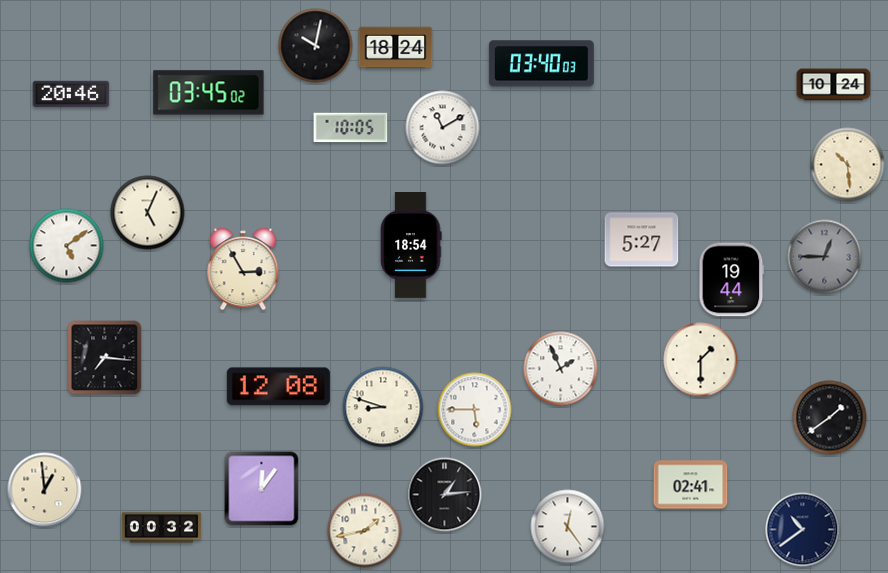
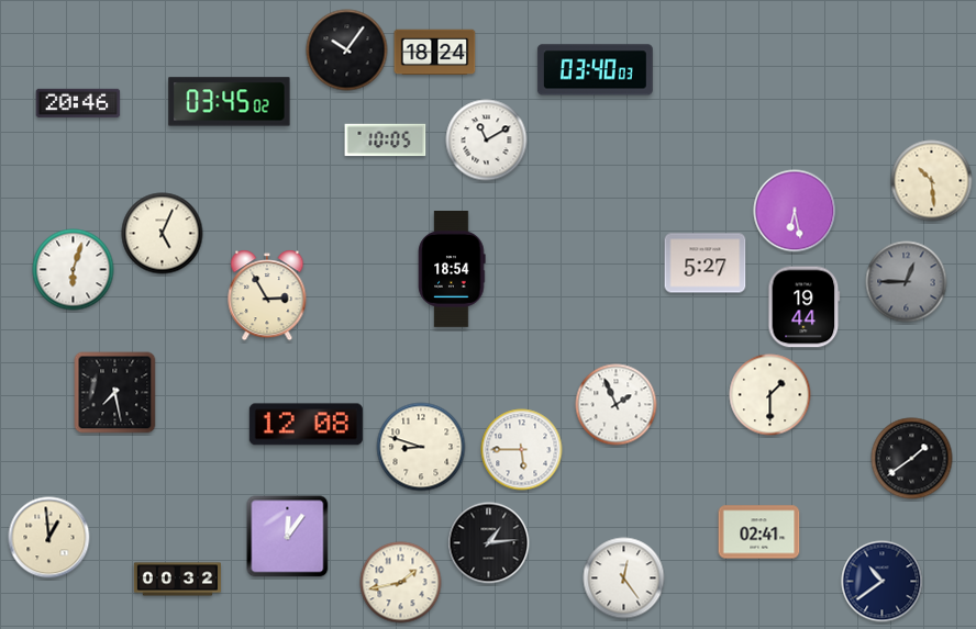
clock at (316, 46): 10:02 -> 10:06
clock at (834, 85): 10:24 -> none
clock at (795, 211): none -> 6:28
clock at (67, 246): 5:09 -> 6:03
clock at (105, 358): 7:16 -> 7:28
